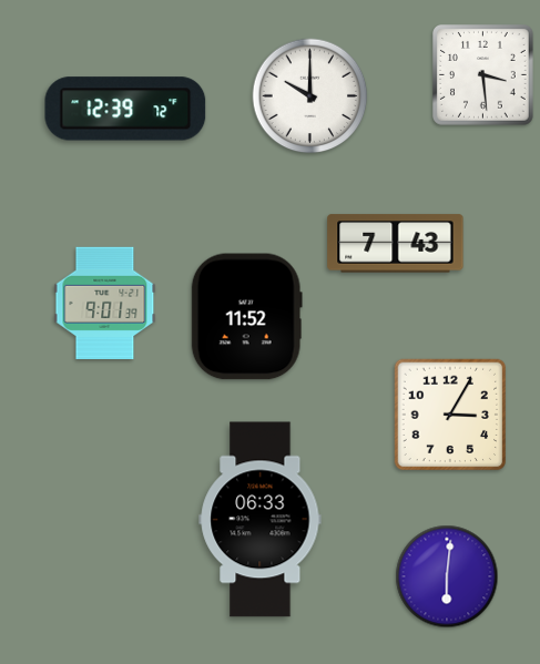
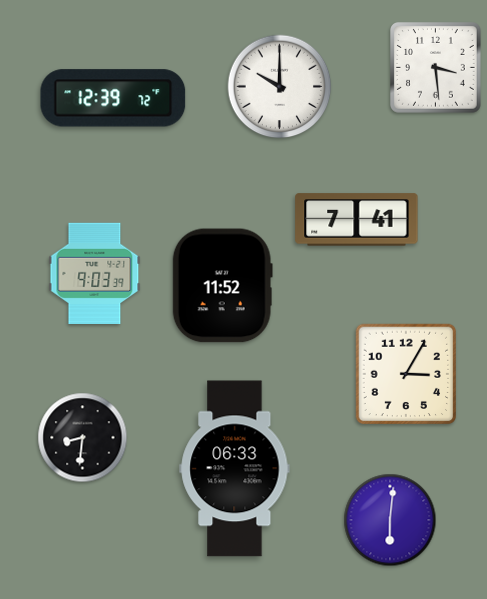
clock at (396, 244): 7:43 -> 7:41
clock at (105, 303): 9:01 -> 9:03
clock at (83, 438): none -> 8:31
clock at (447, 576) position: (447, 576) -> (390, 520)
